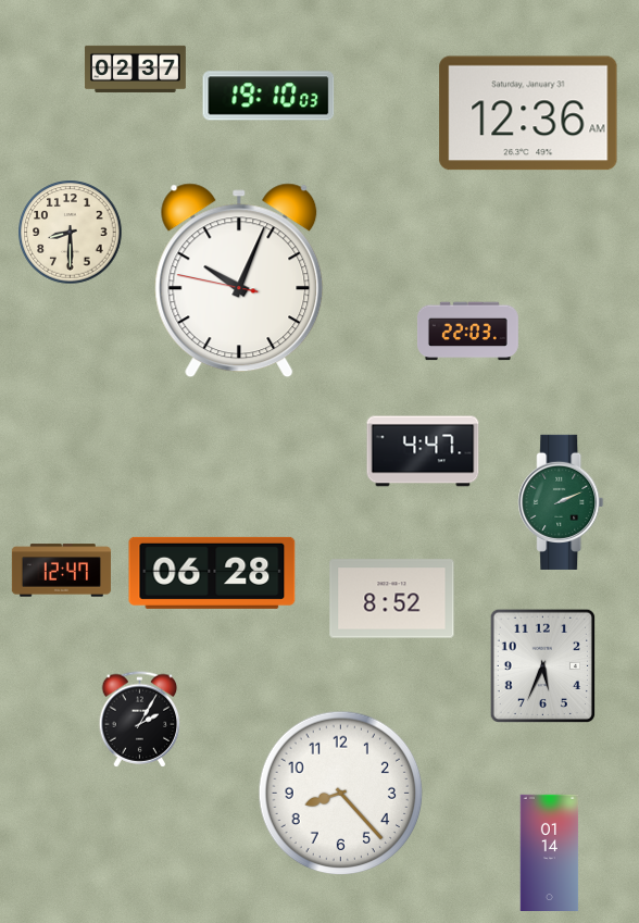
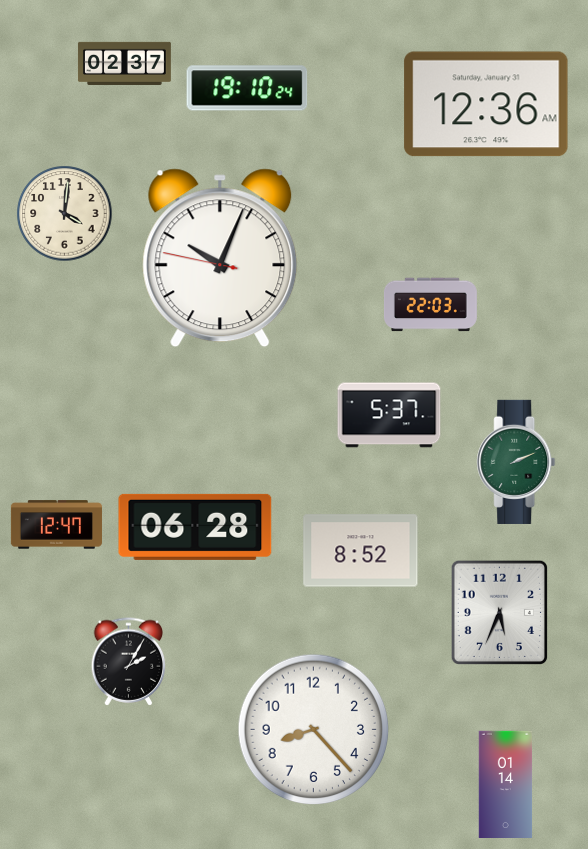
clock at (268, 96): 19:10:03 -> 19:10:24
clock at (71, 233): 8:30 -> 4:01
clock at (423, 451): 4:47 -> 5:37
